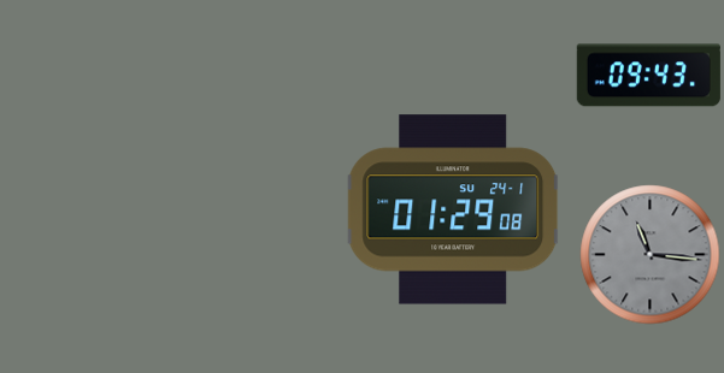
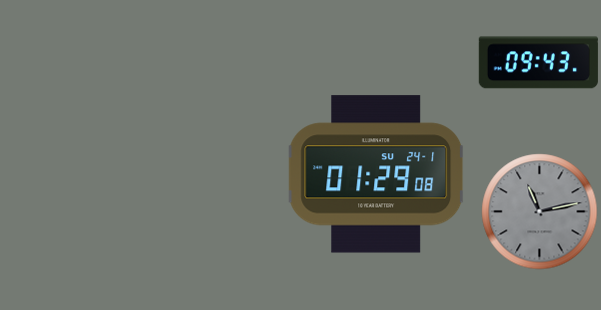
clock at (651, 255): 11:16 -> 11:13
